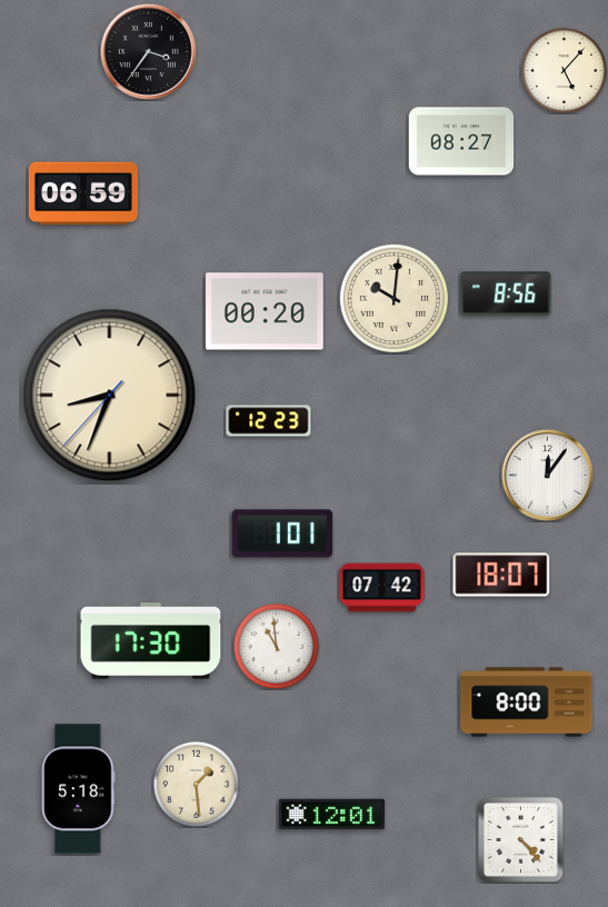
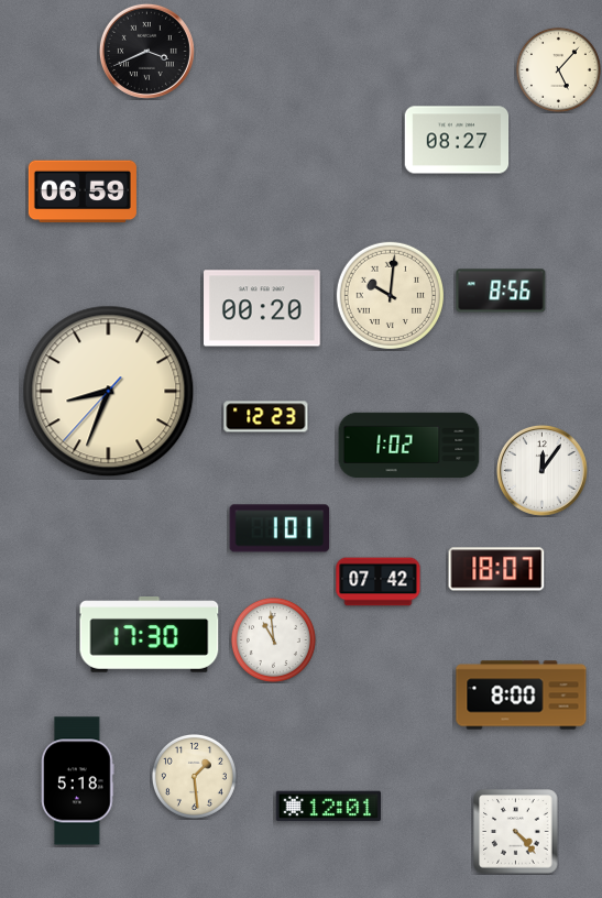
clock at (148, 51): 3:36 -> 3:41
clock at (409, 446): none -> 1:02
